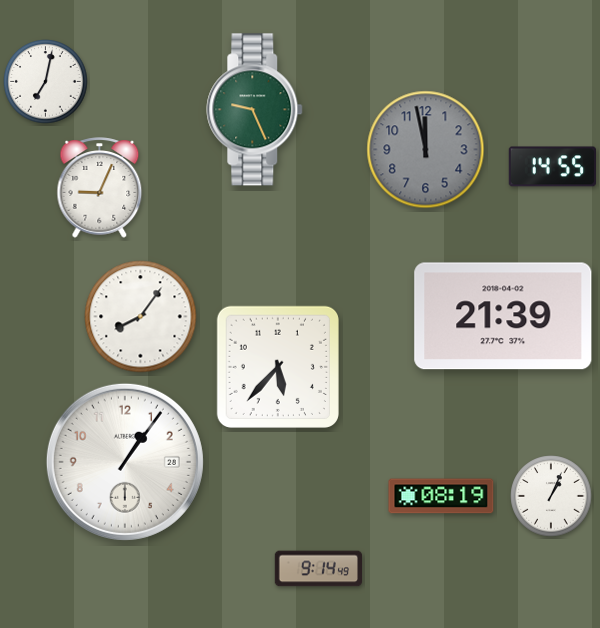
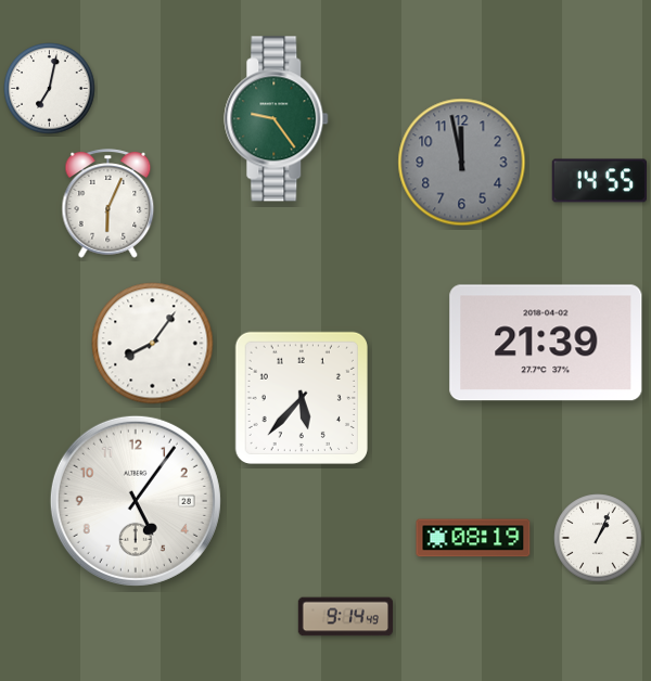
clock at (255, 110): 9:26 -> 9:24
clock at (100, 188): 9:04 -> 6:04
clock at (125, 462): 1:06 -> 5:06
clock at (441, 496) position: (441, 496) -> (473, 538)
